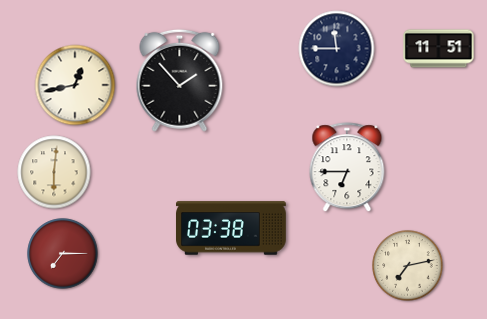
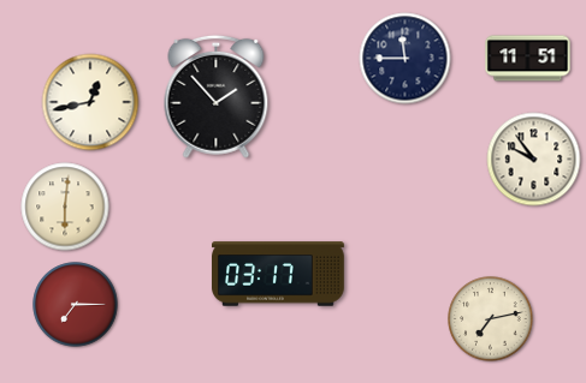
clock at (534, 160): none -> 9:54
clock at (347, 168): 6:45 -> none
clock at (232, 228): 03:38 -> 03:17
